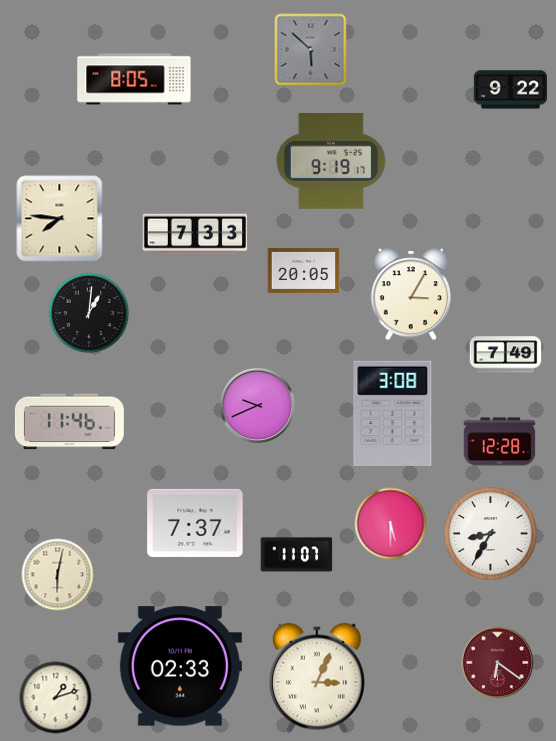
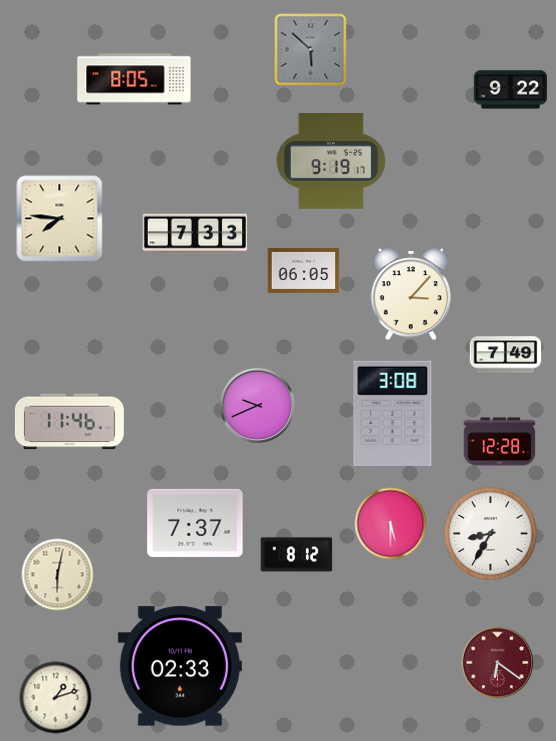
clock at (304, 270): 20:05 -> 06:05
clock at (410, 294): 3:05 -> 3:07
clock at (89, 313): 1:01 -> none
clock at (297, 555): 11:07 -> 8:12
clock at (317, 678): 3:04 -> none
